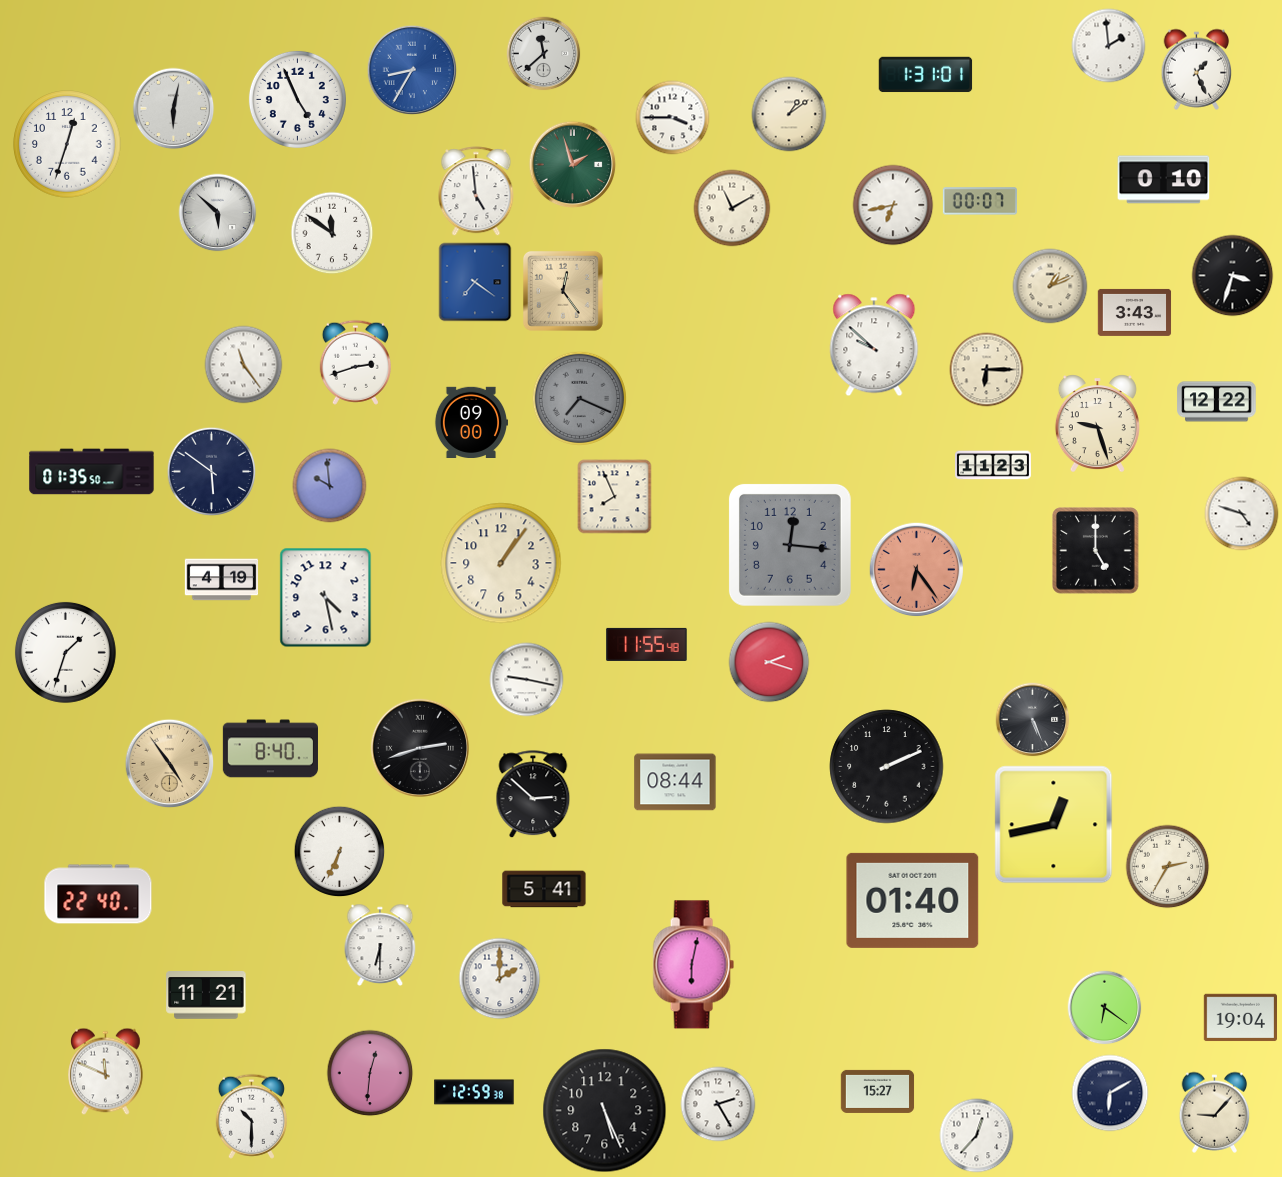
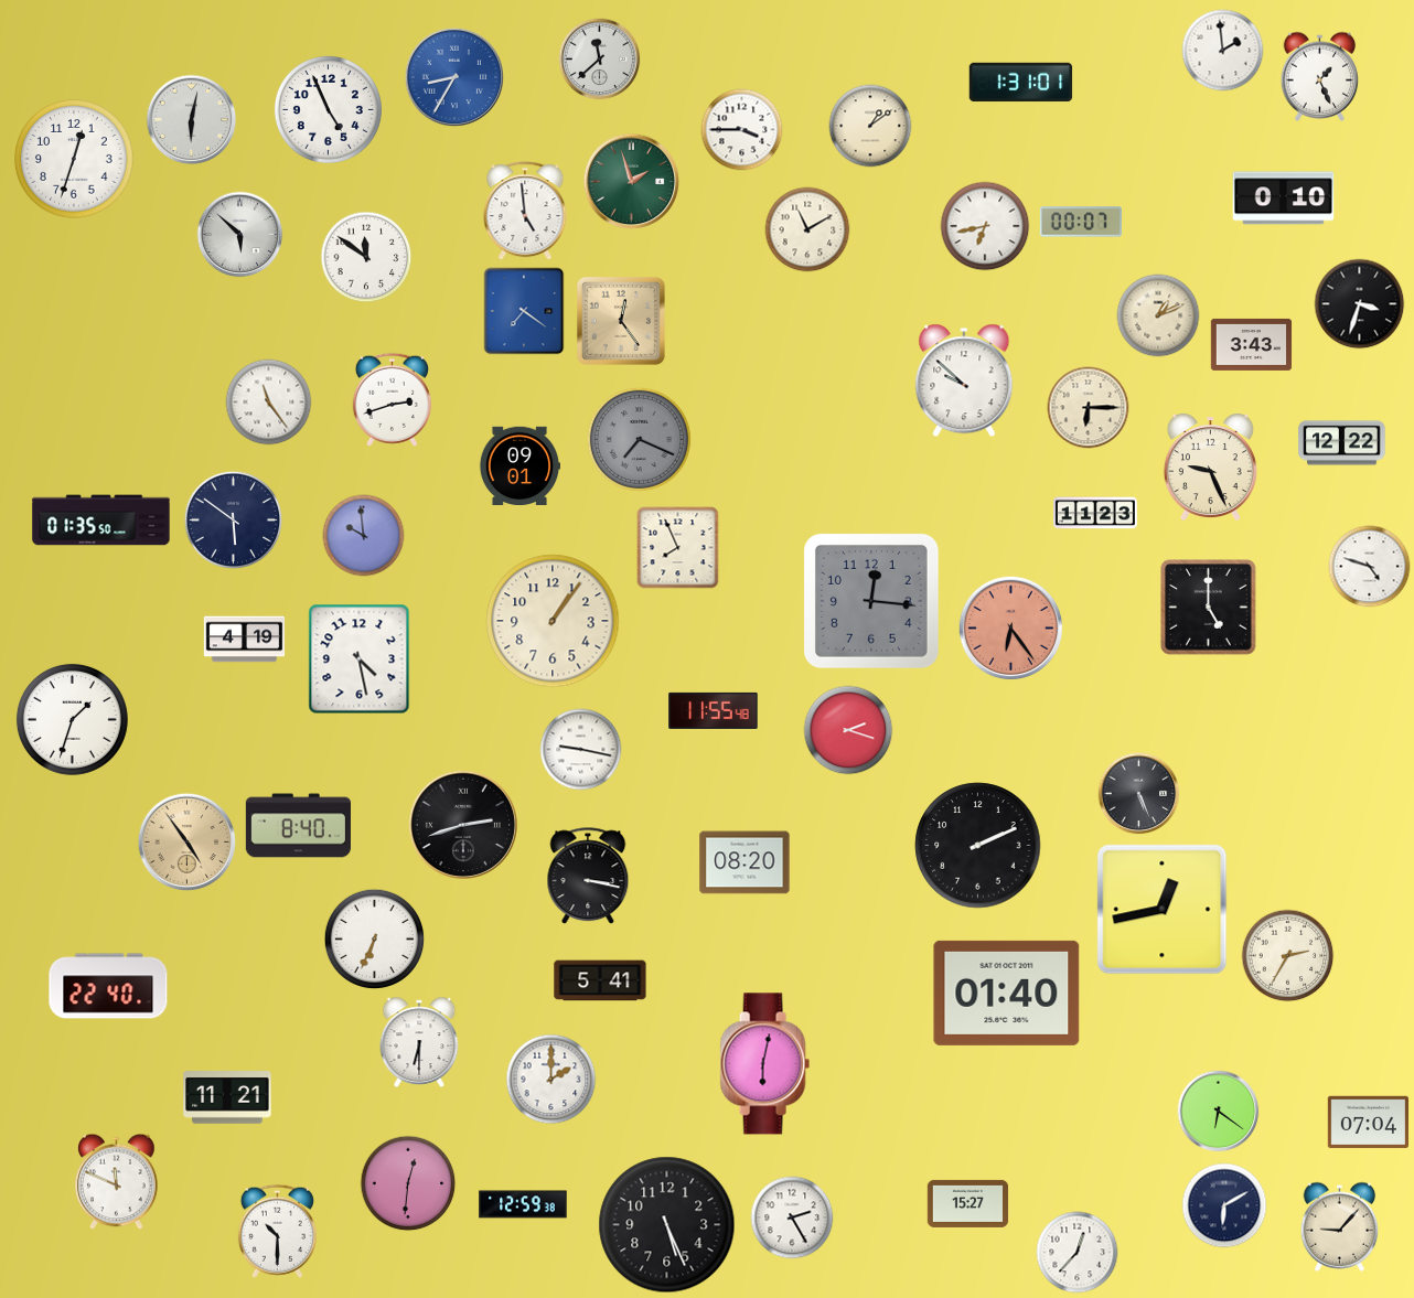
clock at (470, 422): 09:00 -> 09:01
clock at (1097, 424): 9:27 -> 9:26
clock at (675, 782): 08:44 -> 08:20
clock at (533, 795): 2:52 -> 3:17
clock at (1240, 1018): 19:04 -> 07:04
